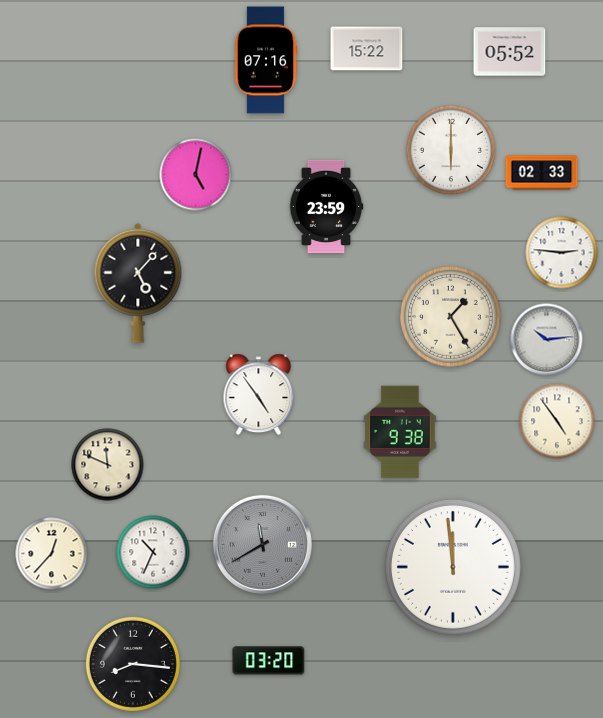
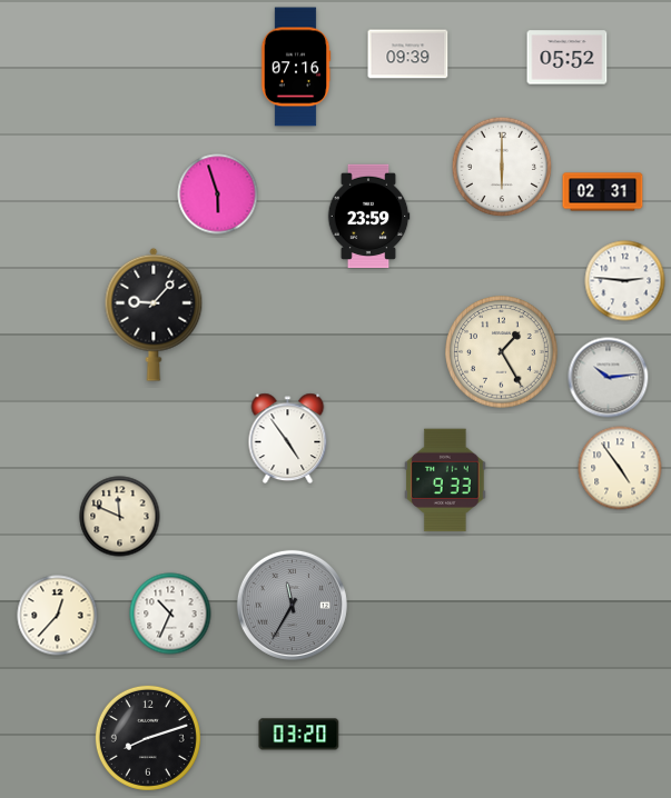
clock at (367, 49): 15:22 -> 09:39
clock at (542, 173): 02:33 -> 02:31
clock at (196, 175): 5:02 -> 5:57
clock at (326, 207) position: (326, 207) -> (368, 217)
clock at (138, 283): 5:07 -> 9:07
clock at (400, 432): 9:38 -> 9:33
clock at (262, 544): 11:40 -> 11:35
clock at (453, 567): 11:59 -> none
clock at (133, 664): 8:16 -> 8:12
